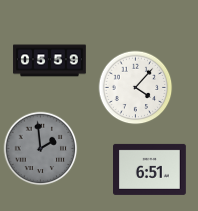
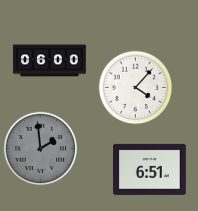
clock at (50, 61): 05:59 -> 06:00
